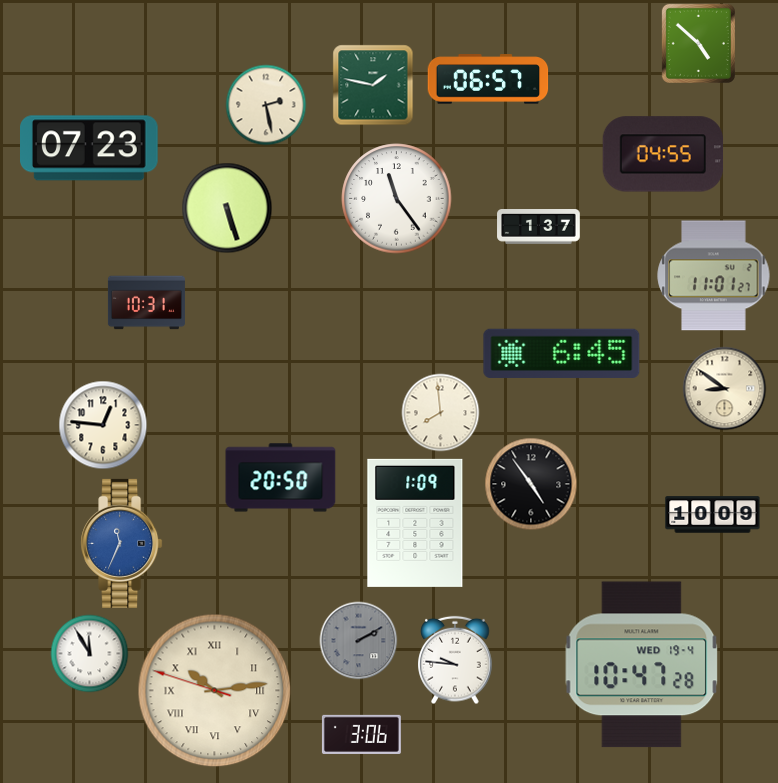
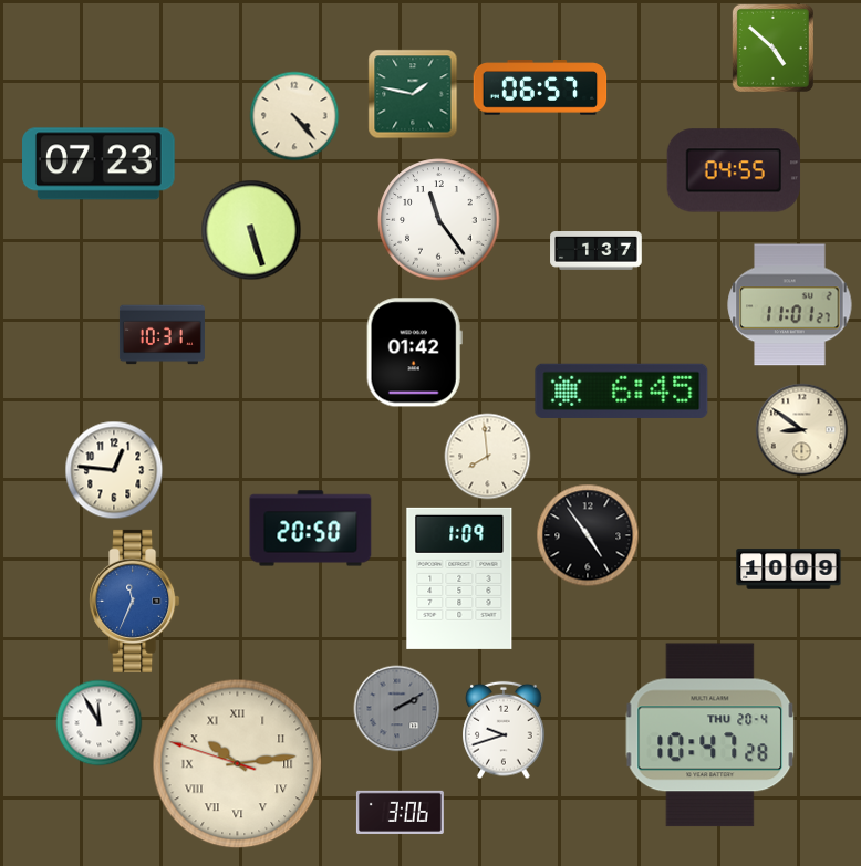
clock at (266, 105): 2:28 -> 4:23
clock at (414, 353): none -> 01:42
clock at (455, 660): 9:46 -> 9:42
clock at (642, 665) date: WED 19-4 -> THU 20-4
